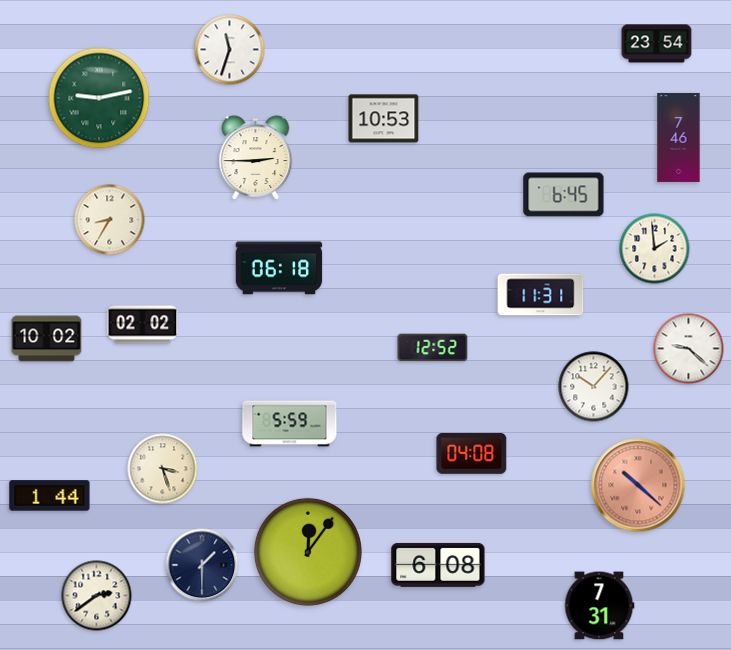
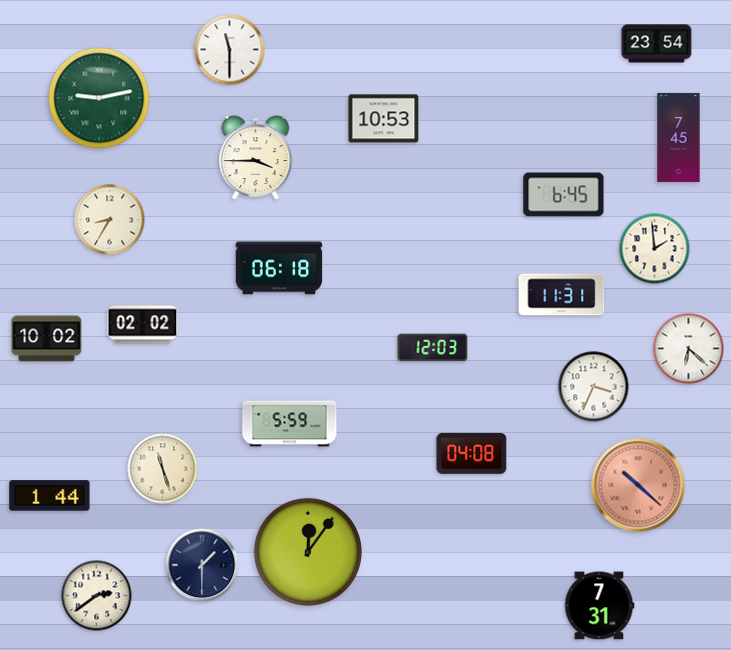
clock at (230, 50): 11:33 -> 11:30
clock at (679, 137): 7:46 -> 7:45
clock at (256, 158): 2:45 -> 3:45
clock at (541, 295) position: (541, 295) -> (562, 295)
clock at (433, 348): 12:52 -> 12:03
clock at (689, 349): 9:22 -> 6:22
clock at (594, 387): 10:07 -> 3:34
clock at (163, 469): 3:27 -> 11:27
clock at (438, 565): 6:08 -> none
